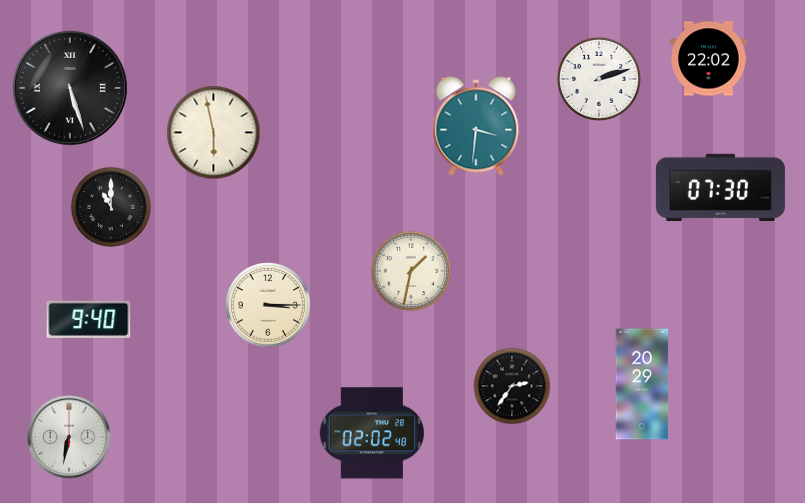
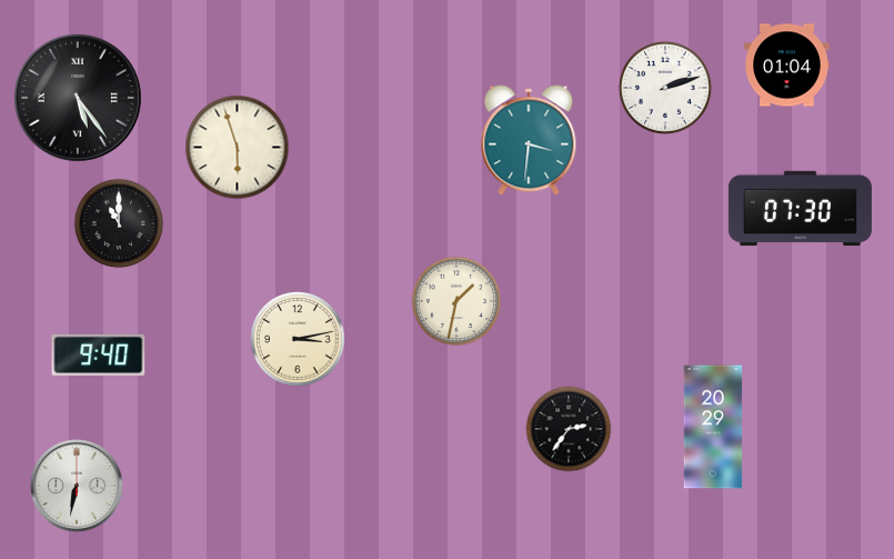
clock at (709, 59): 22:02 -> 01:04
clock at (70, 88): 5:27 -> 5:24
clock at (214, 133): 5:58 -> 5:57
clock at (111, 207) position: (111, 207) -> (119, 223)
clock at (269, 306): 3:15 -> 3:13
clock at (372, 433): 02:02 -> none
